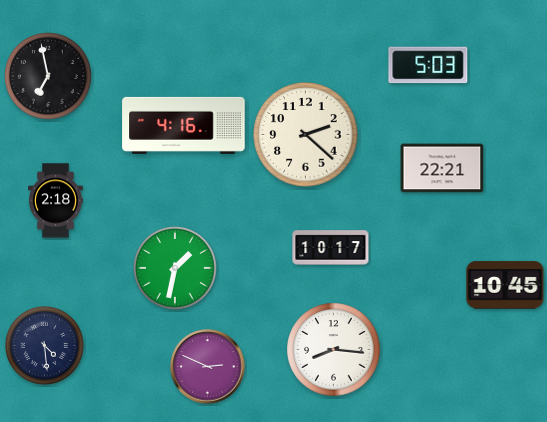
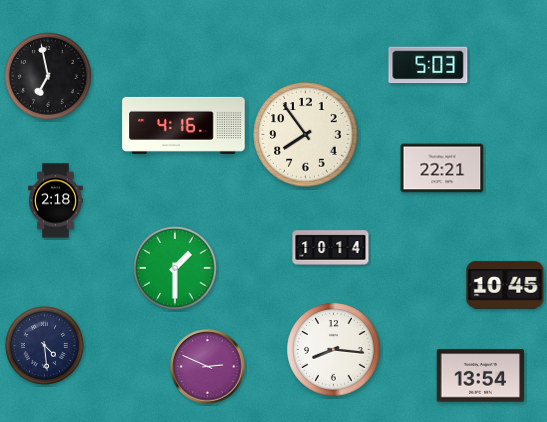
clock at (306, 135): 2:22 -> 7:54
clock at (331, 248): 10:17 -> 10:14
clock at (176, 269): 1:32 -> 1:30
clock at (481, 376): none -> 13:54
